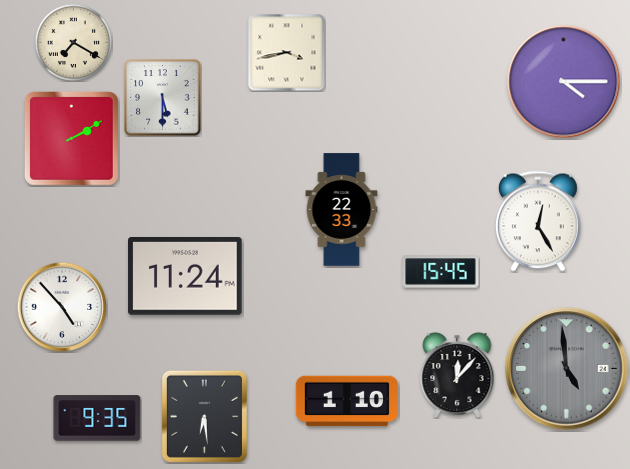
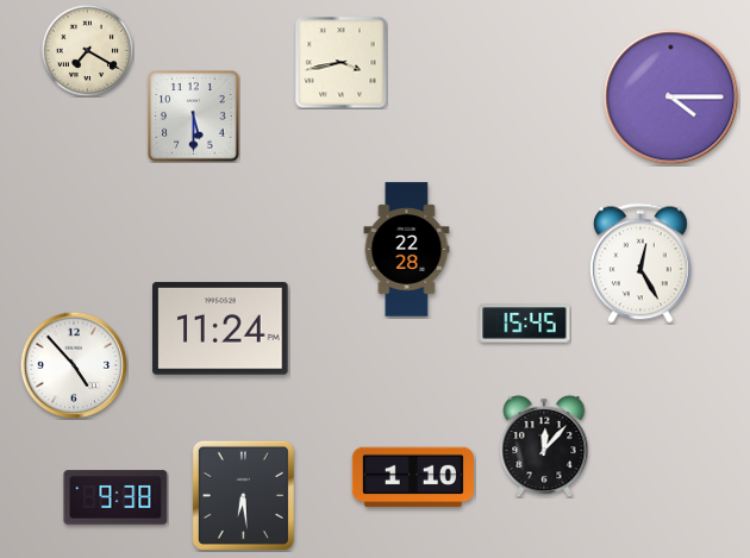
clock at (71, 138): 2:10 -> none
clock at (342, 210): 22:33 -> 22:28
clock at (567, 369): 4:59 -> none
clock at (97, 418): 9:35 -> 9:38
